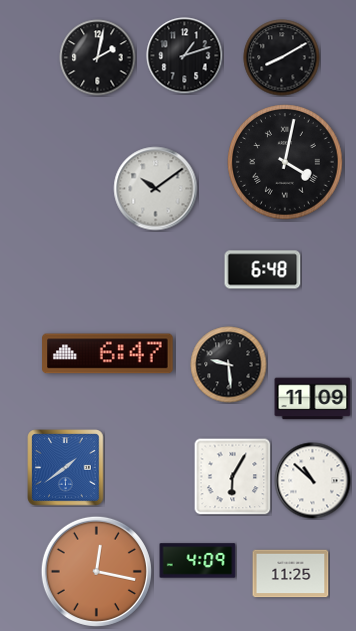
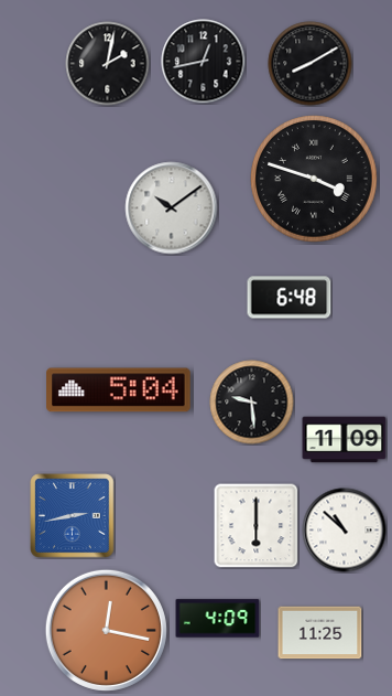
clock at (185, 56): 1:12 -> 12:43
clock at (285, 162): 4:02 -> 3:48
clock at (108, 354): 6:47 -> 5:04
clock at (66, 468): 1:39 -> 2:43
clock at (232, 476): 6:05 -> 6:00
